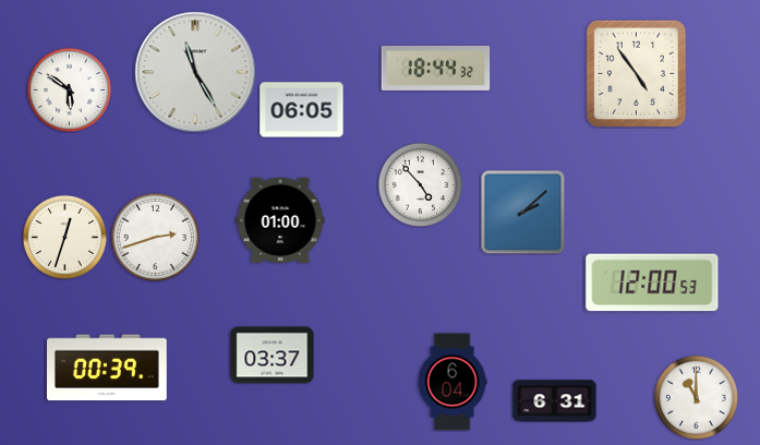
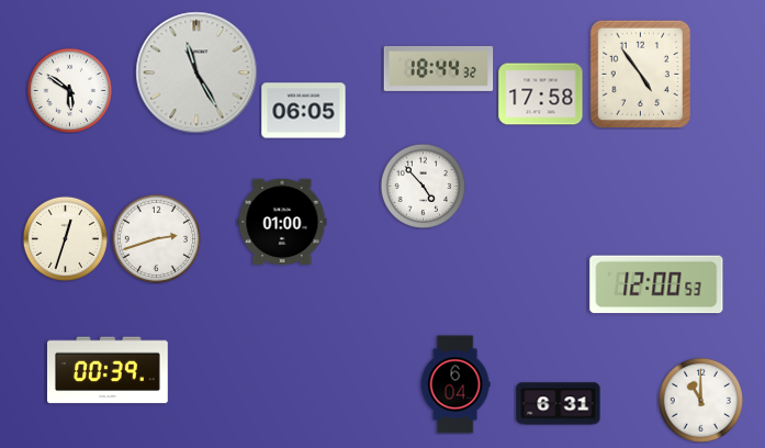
clock at (541, 94): none -> 17:58
clock at (522, 212): 2:08 -> none
clock at (273, 356): 03:37 -> none
